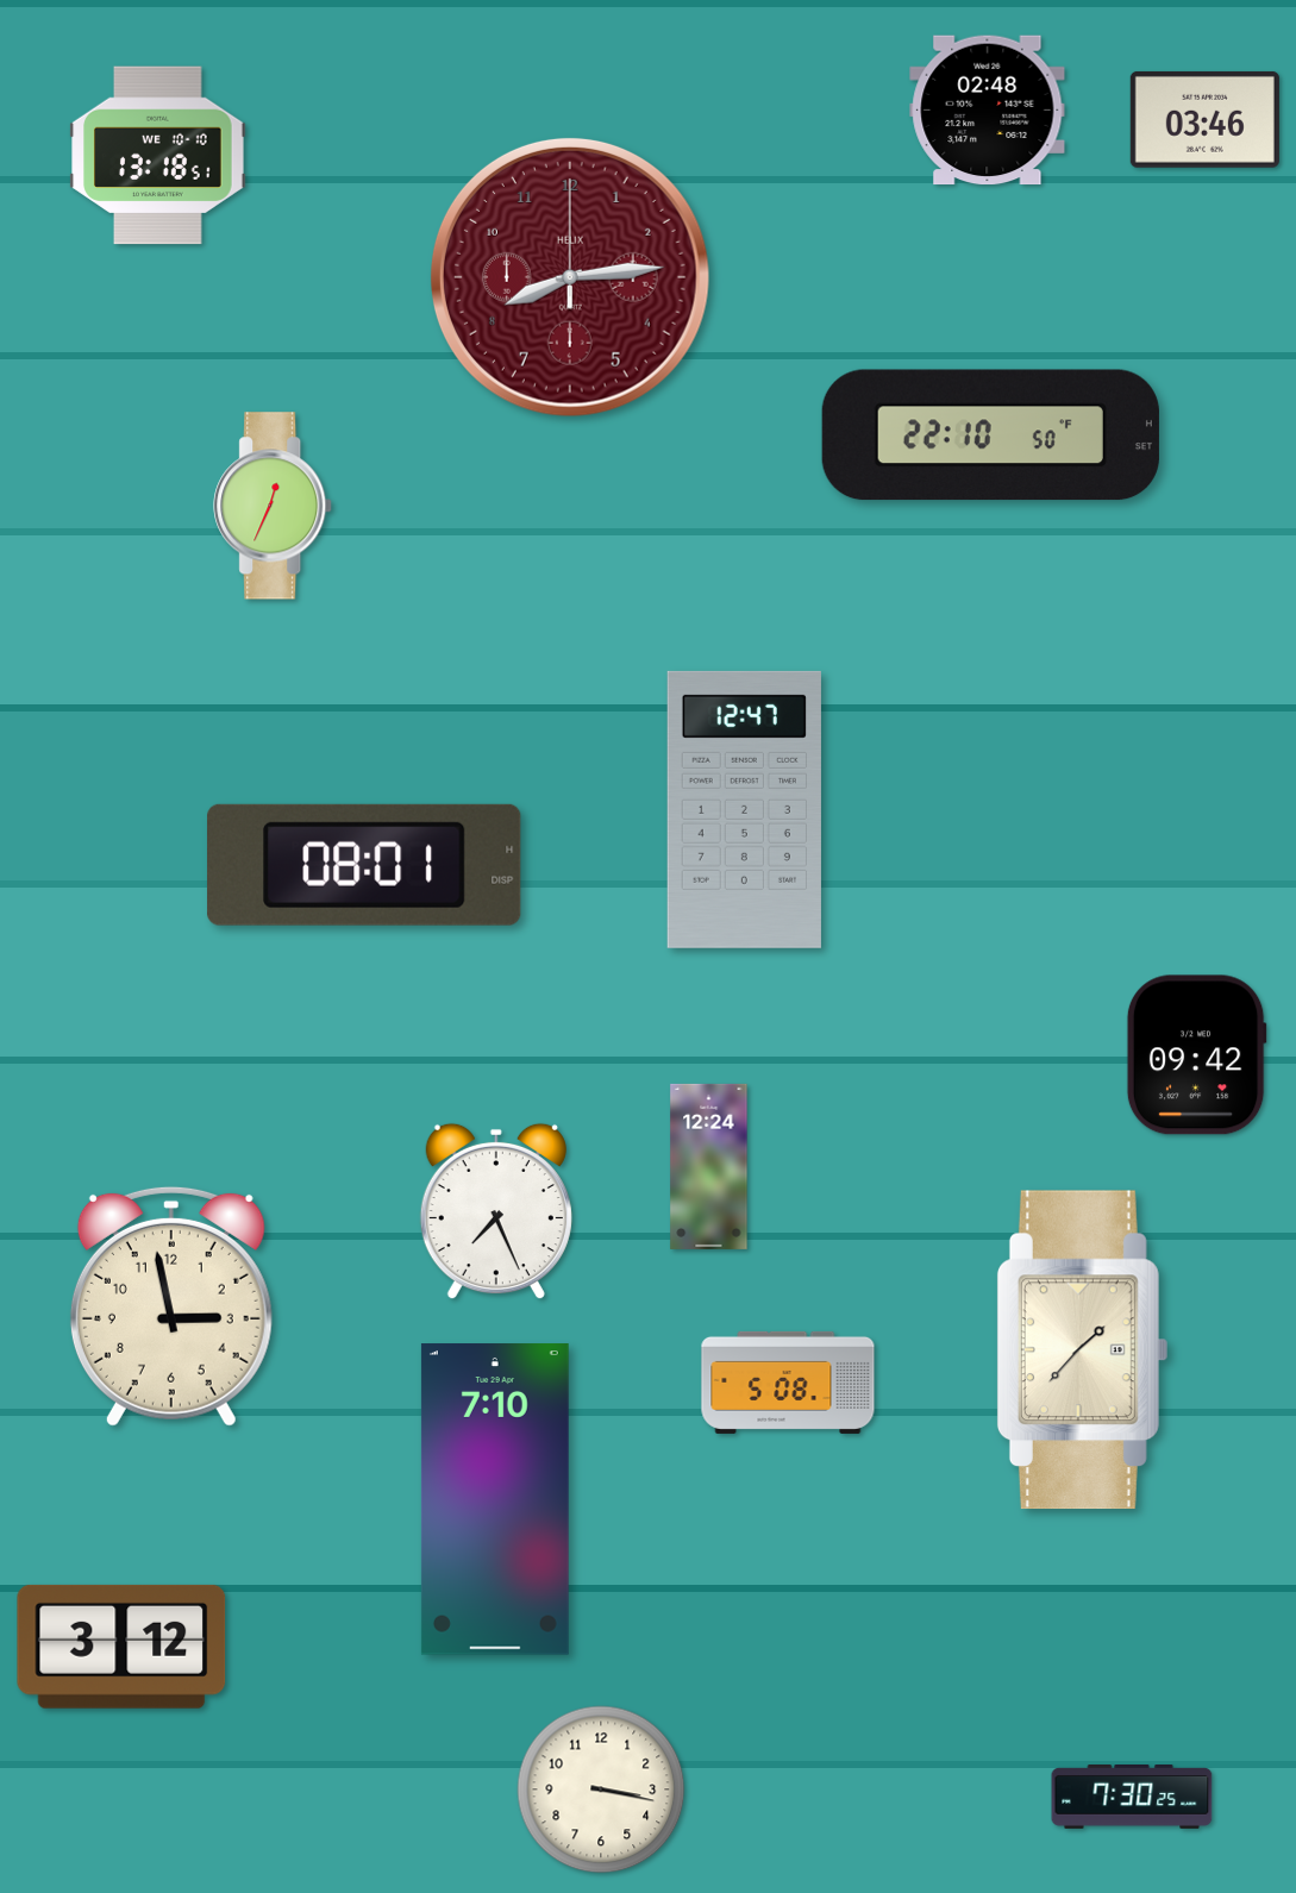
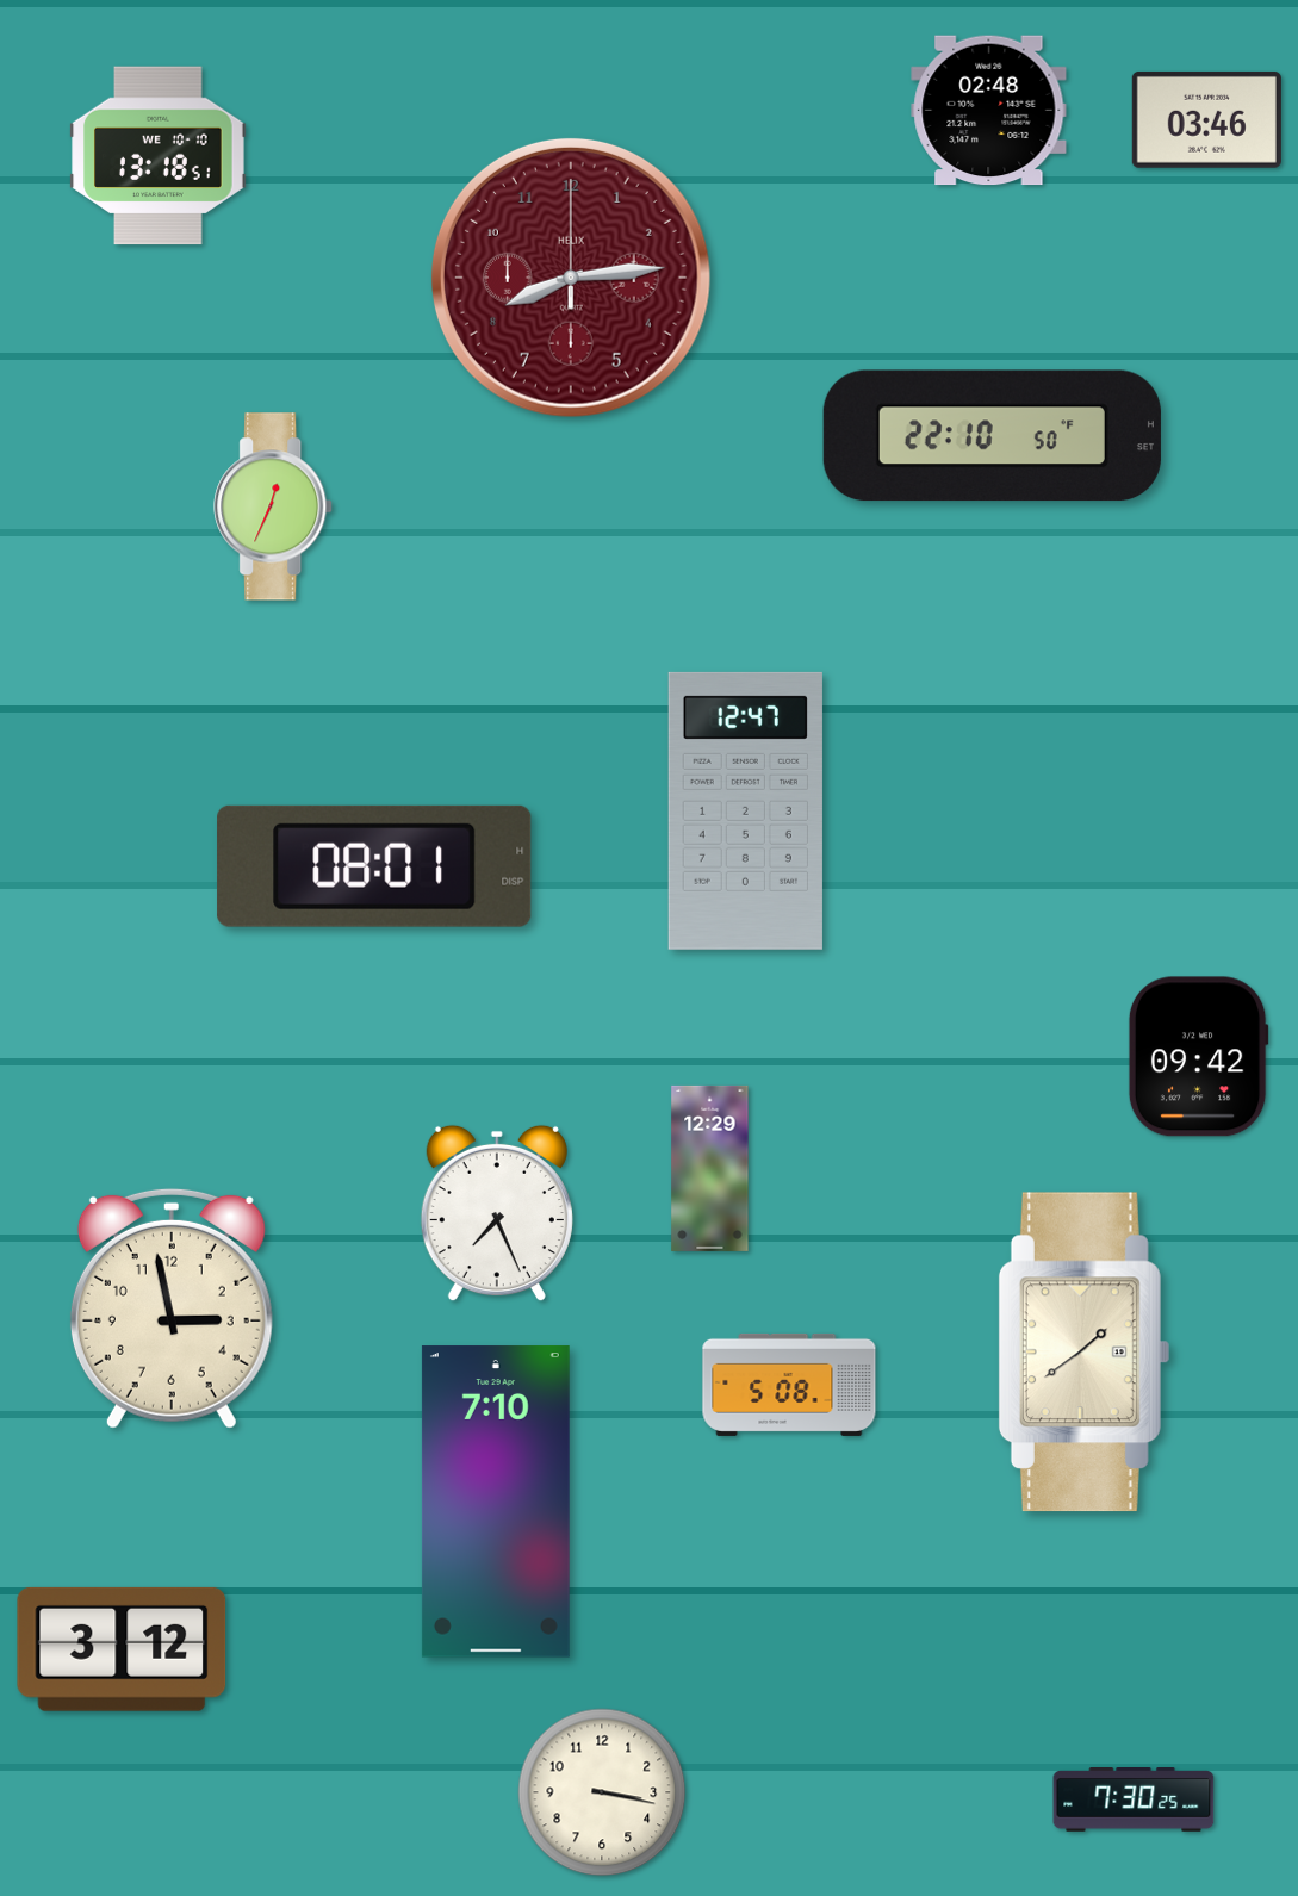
clock at (364, 865) position: (364, 865) -> (374, 866)
clock at (709, 1166): 12:24 -> 12:29
clock at (1082, 1350): 1:37 -> 1:39
